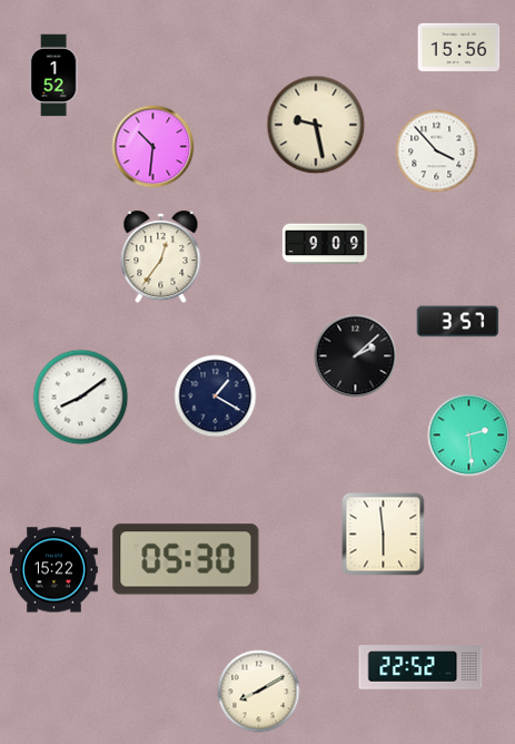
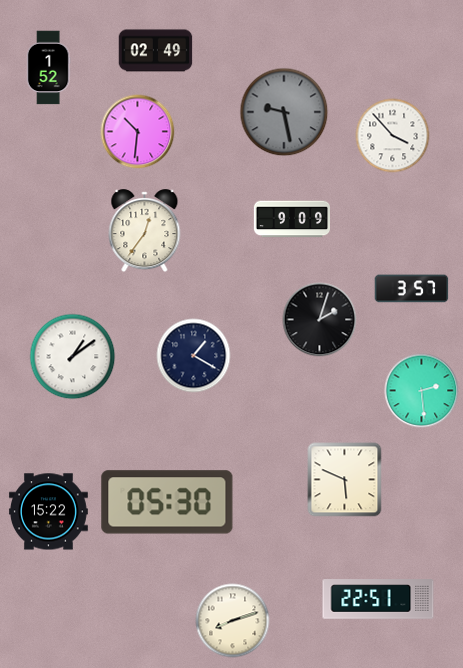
clock at (459, 47): 15:56 -> none
clock at (156, 51): none -> 02:49
clock at (316, 125) dial: cream -> grey
clock at (356, 356): 2:08 -> 2:03
clock at (81, 398): 8:09 -> 1:09
clock at (384, 535): 5:59 -> 5:49
clock at (420, 667): 22:52 -> 22:51
clock at (259, 692): 8:10 -> 8:12
